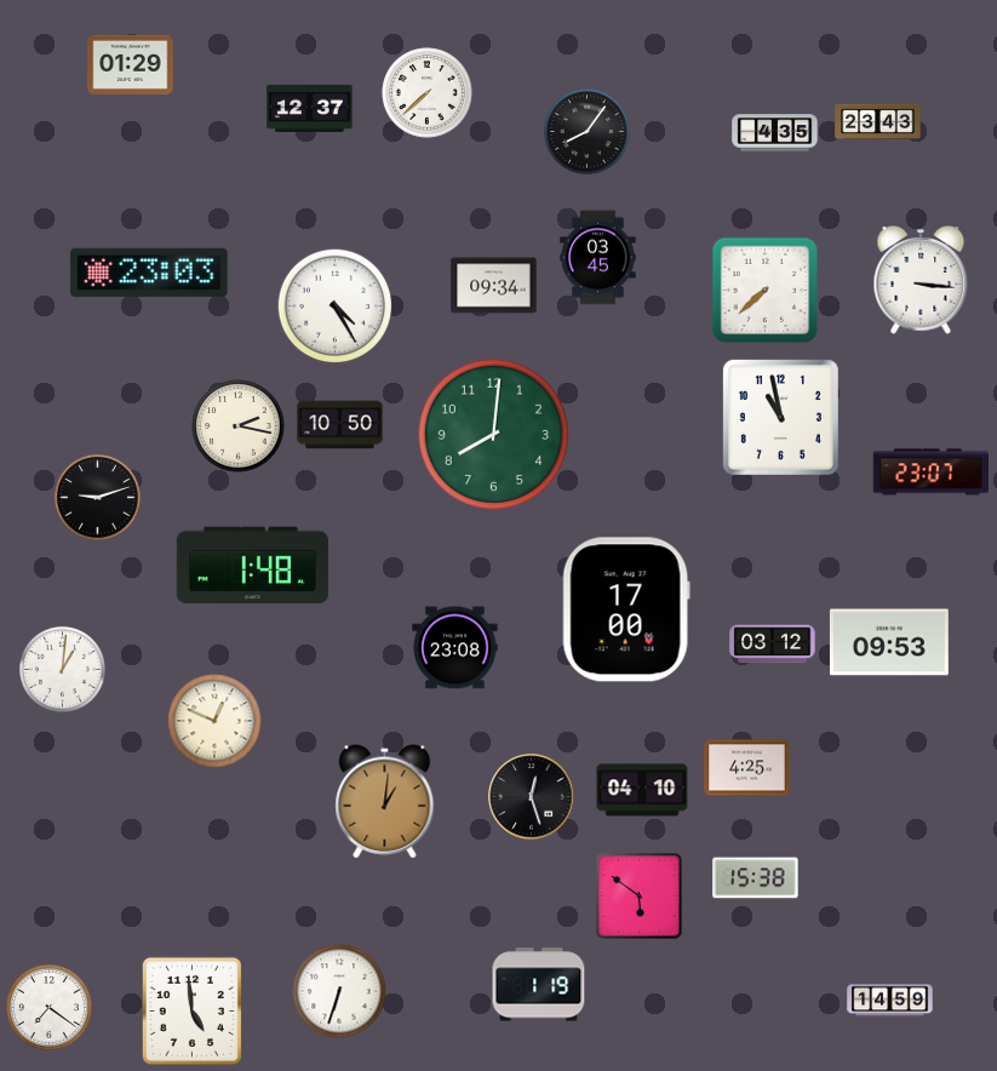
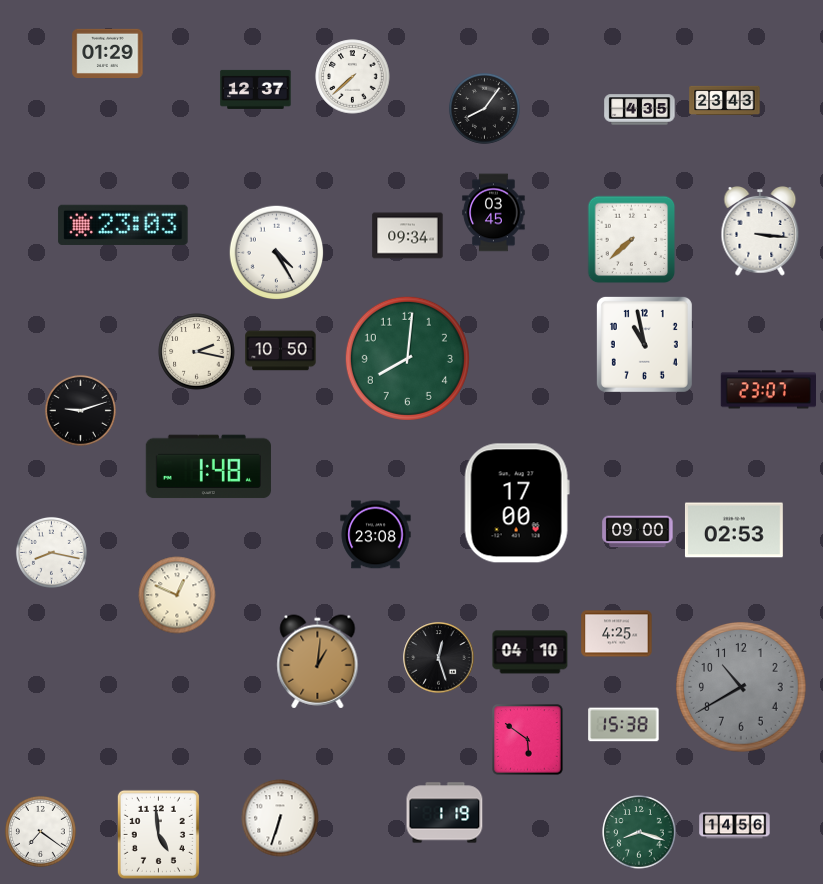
clock at (889, 642): 09:53 -> 02:53
clock at (773, 645): 03:12 -> 09:00
clock at (62, 669): 1:01 -> 8:17
clock at (741, 687): none -> 10:40
clock at (890, 1001): 14:59 -> 14:56
clock at (639, 832): none -> 8:18
